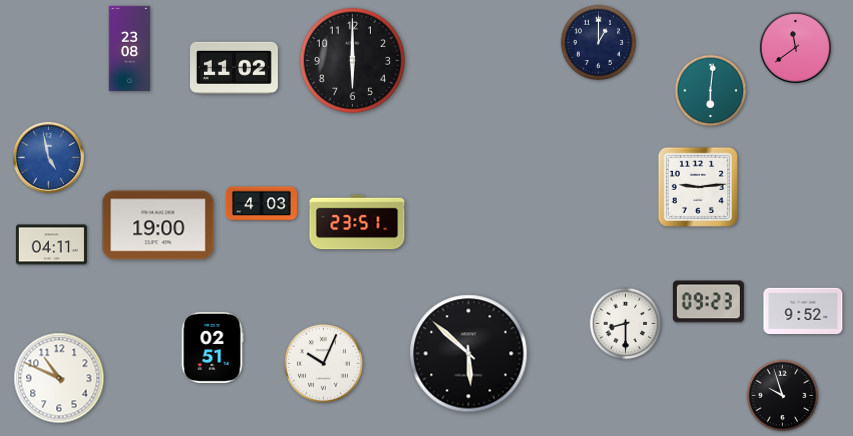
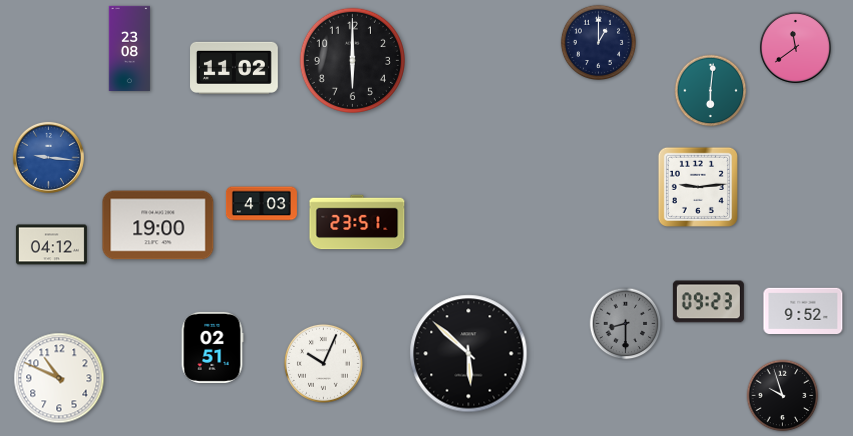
clock at (48, 157): 4:58 -> 9:16
clock at (51, 245): 04:11 -> 04:12
clock at (626, 324) dial: white -> grey
